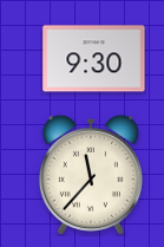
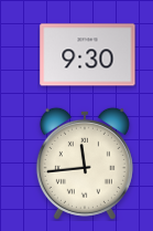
clock at (91, 175): 11:37 -> 11:44
